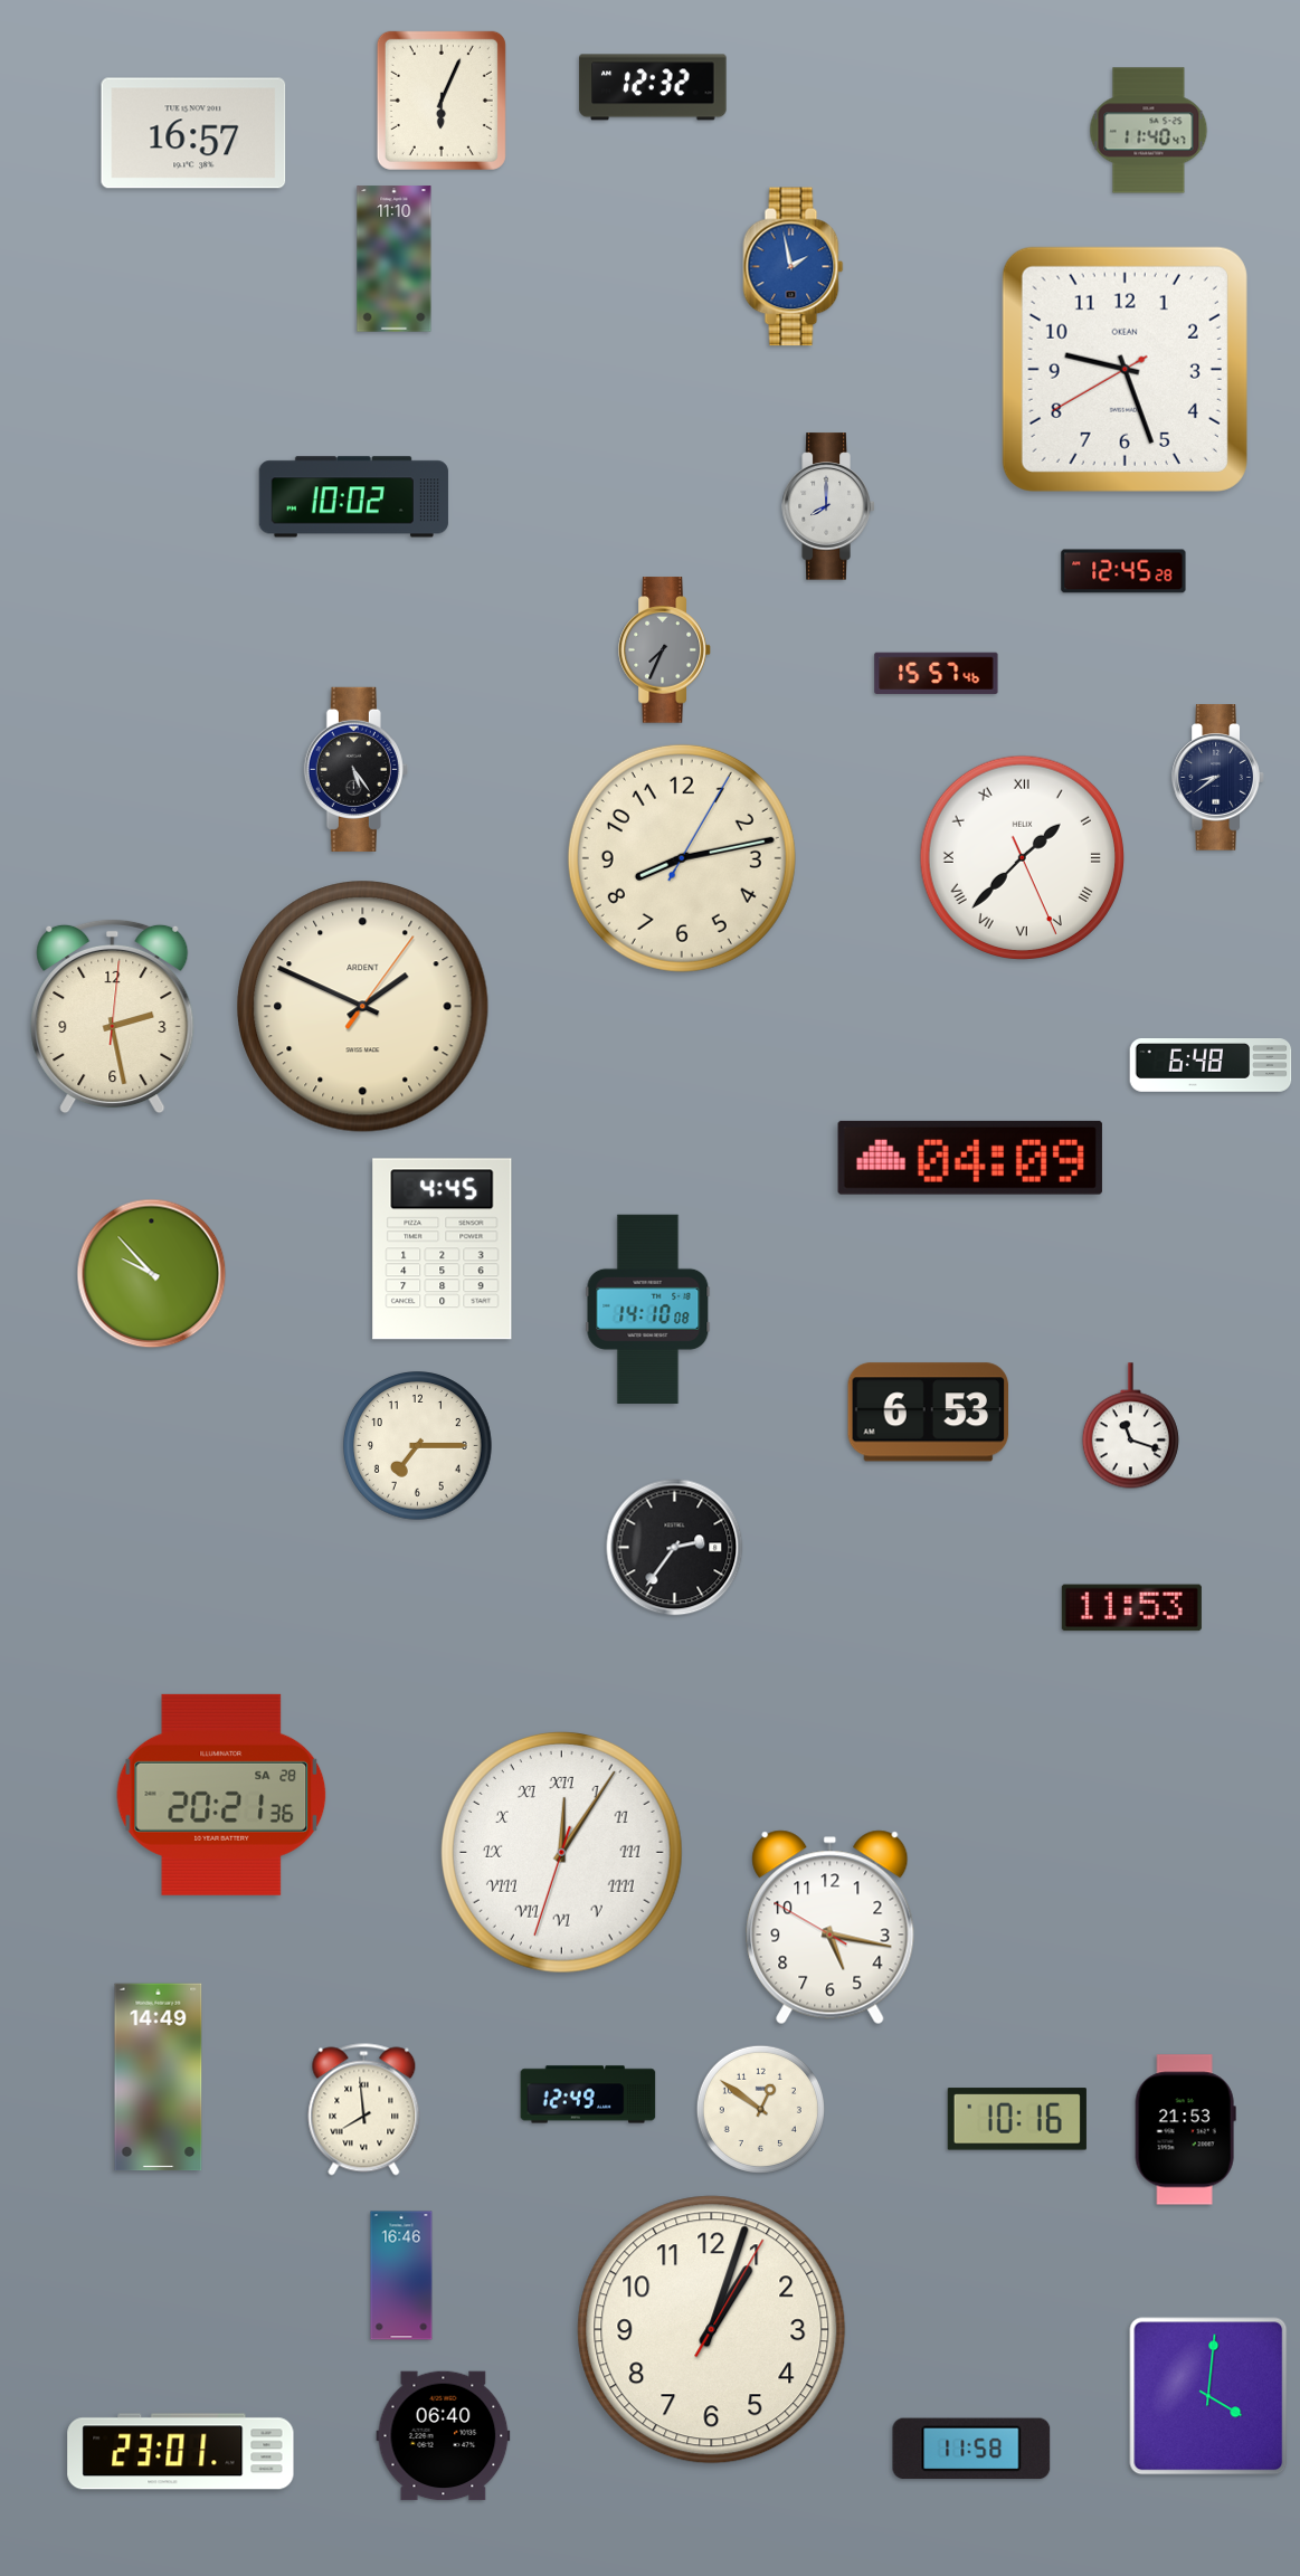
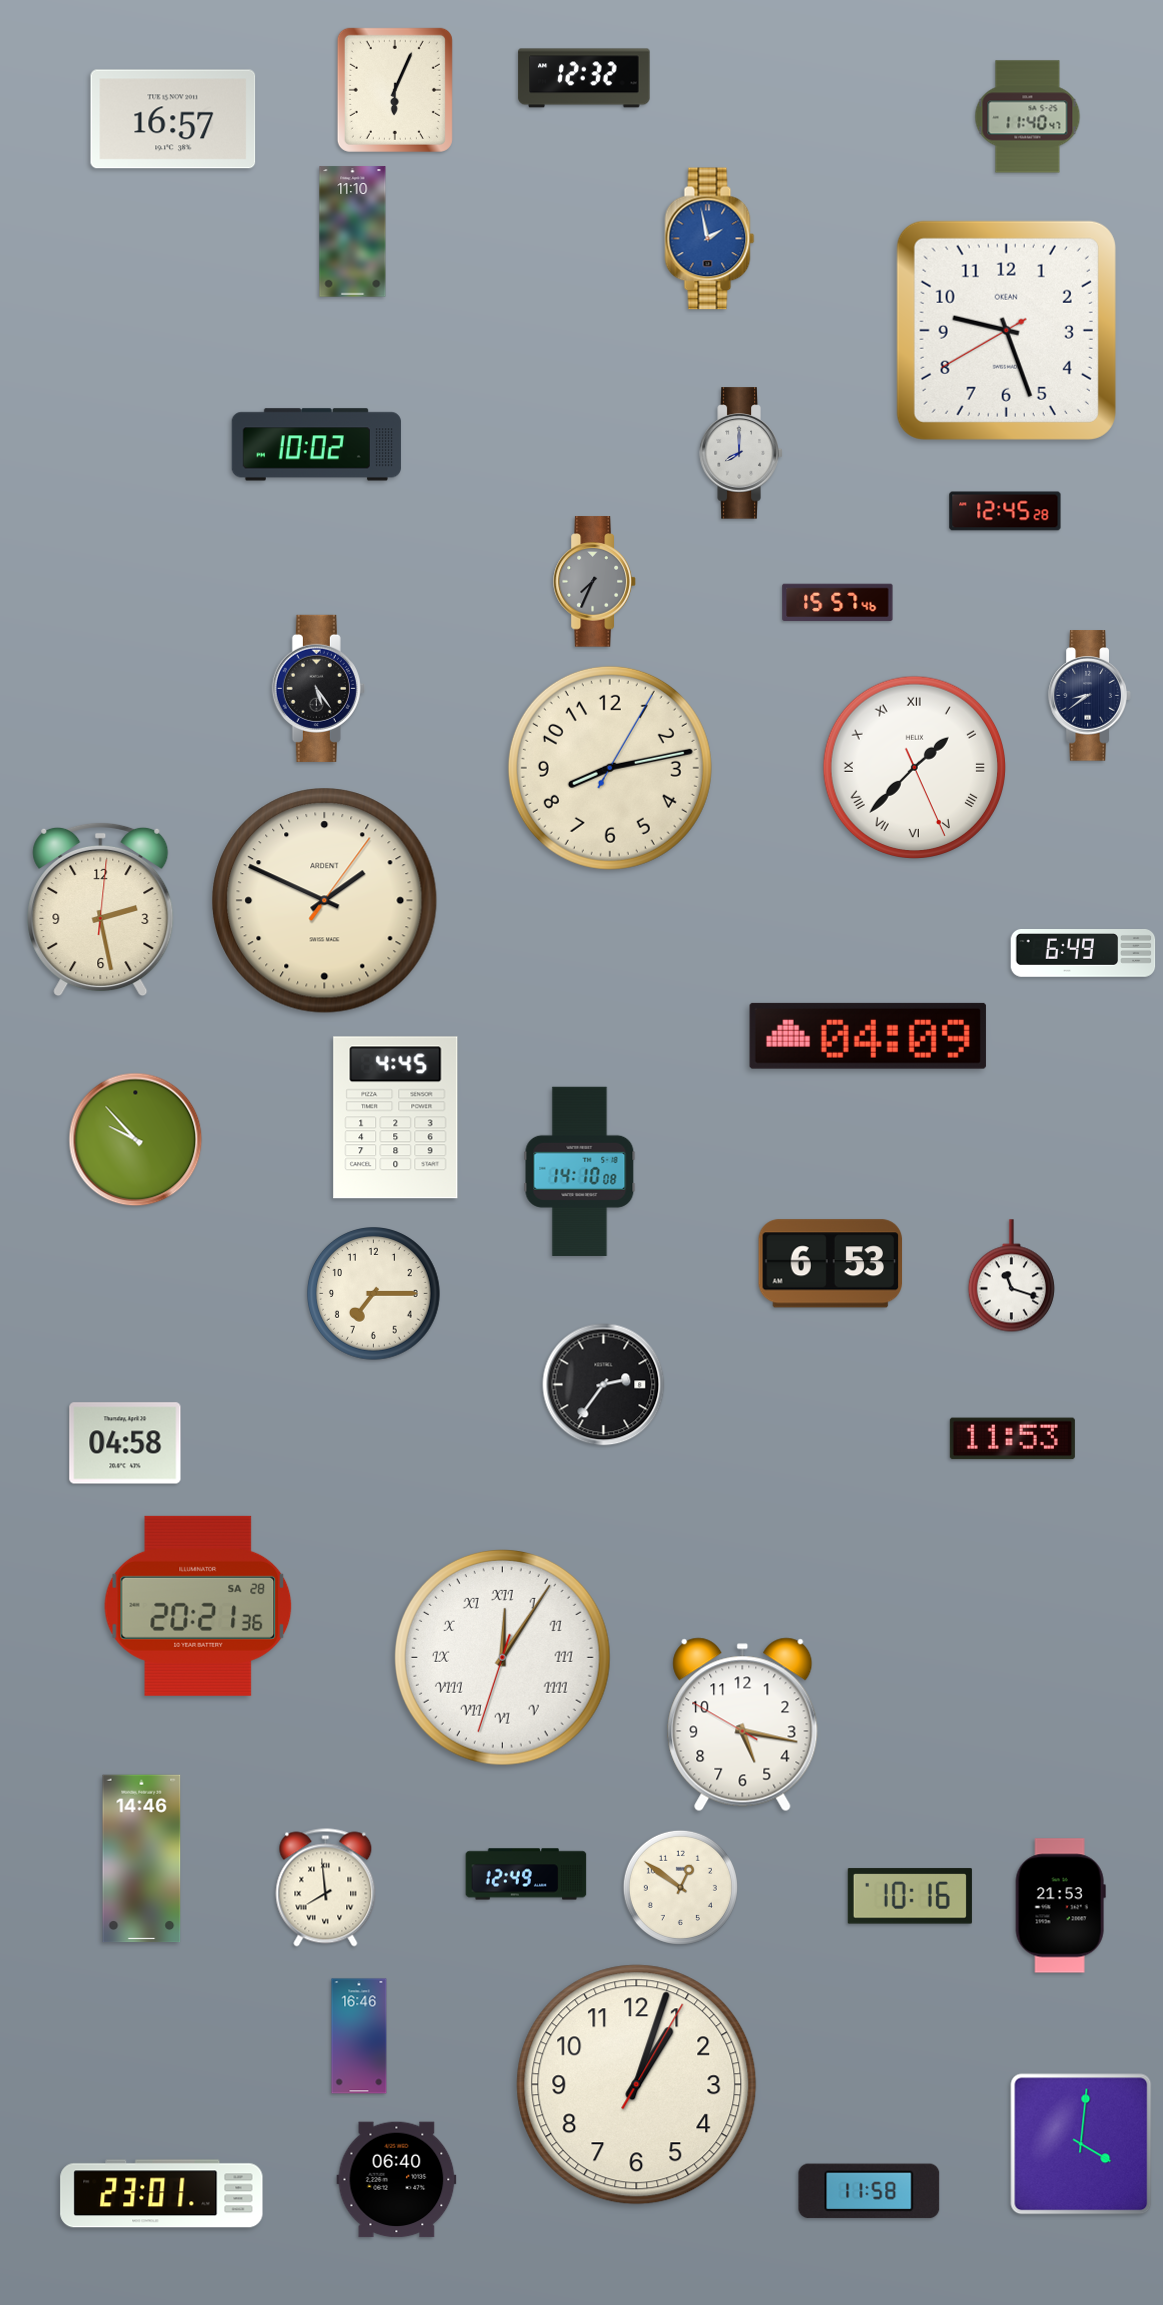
clock at (1211, 1066): 6:48 -> 6:49
clock at (125, 1443): none -> 04:58
clock at (159, 2078): 14:49 -> 14:46
